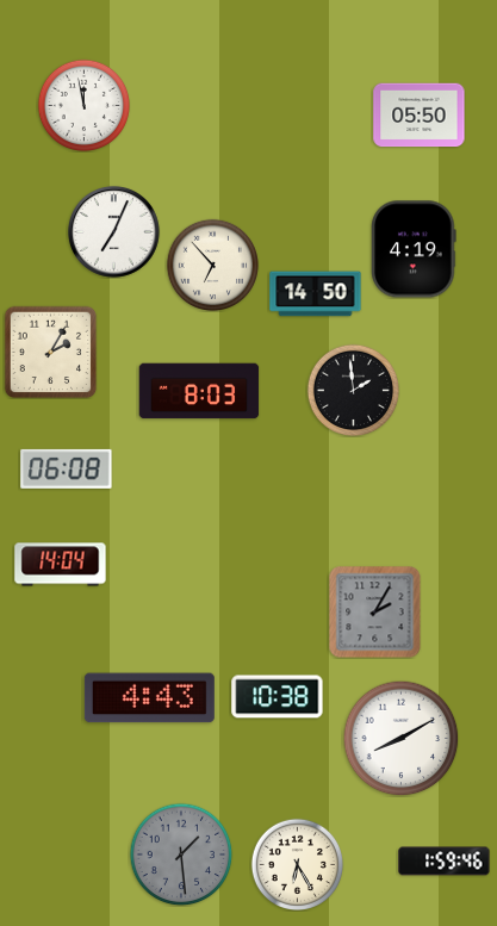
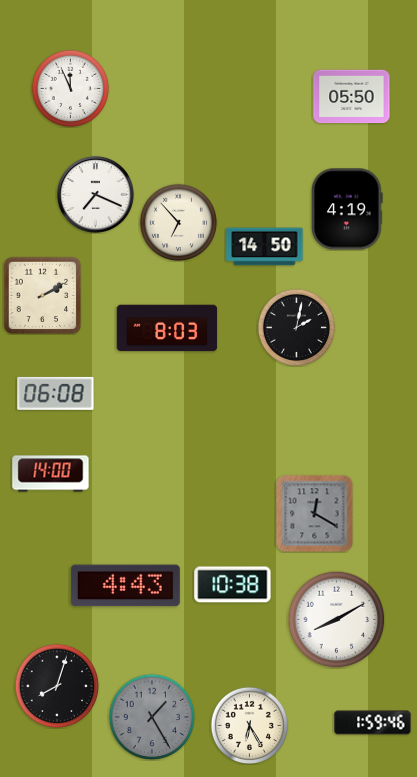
clock at (83, 105): 11:58 -> 11:56
clock at (113, 231): 7:04 -> 7:19
clock at (50, 352): 2:05 -> 2:10
clock at (353, 390): 1:59 -> 2:02
clock at (61, 565): 14:04 -> 14:00
clock at (374, 611): 2:05 -> 12:20
clock at (57, 686): none -> 8:03
clock at (181, 854): 1:29 -> 1:25
